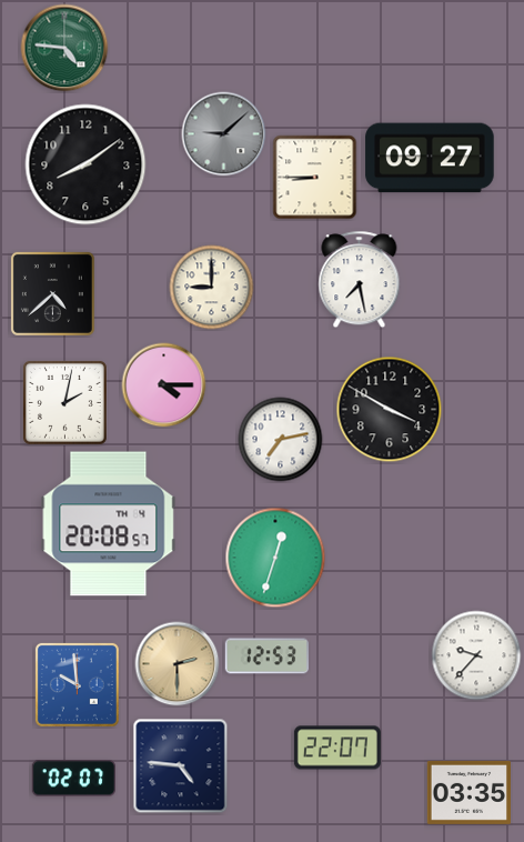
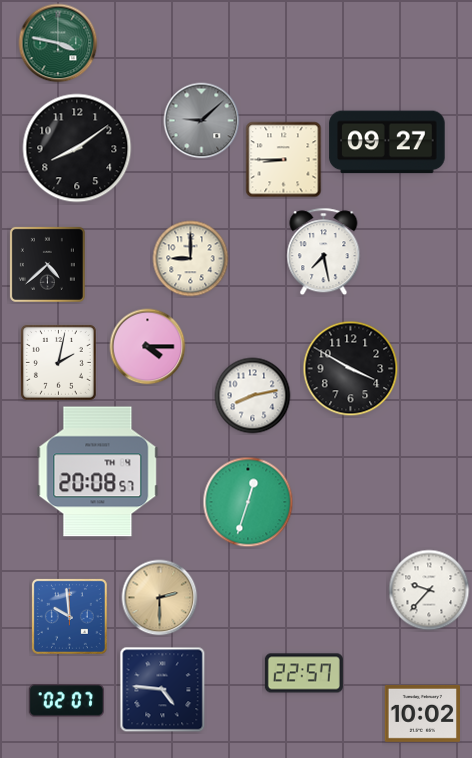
clock at (64, 48): 4:46 -> 3:47
clock at (281, 440): 7:13 -> 8:13
clock at (266, 656): 12:53 -> none
clock at (337, 748): 22:07 -> 22:57
clock at (468, 792): 03:35 -> 10:02
